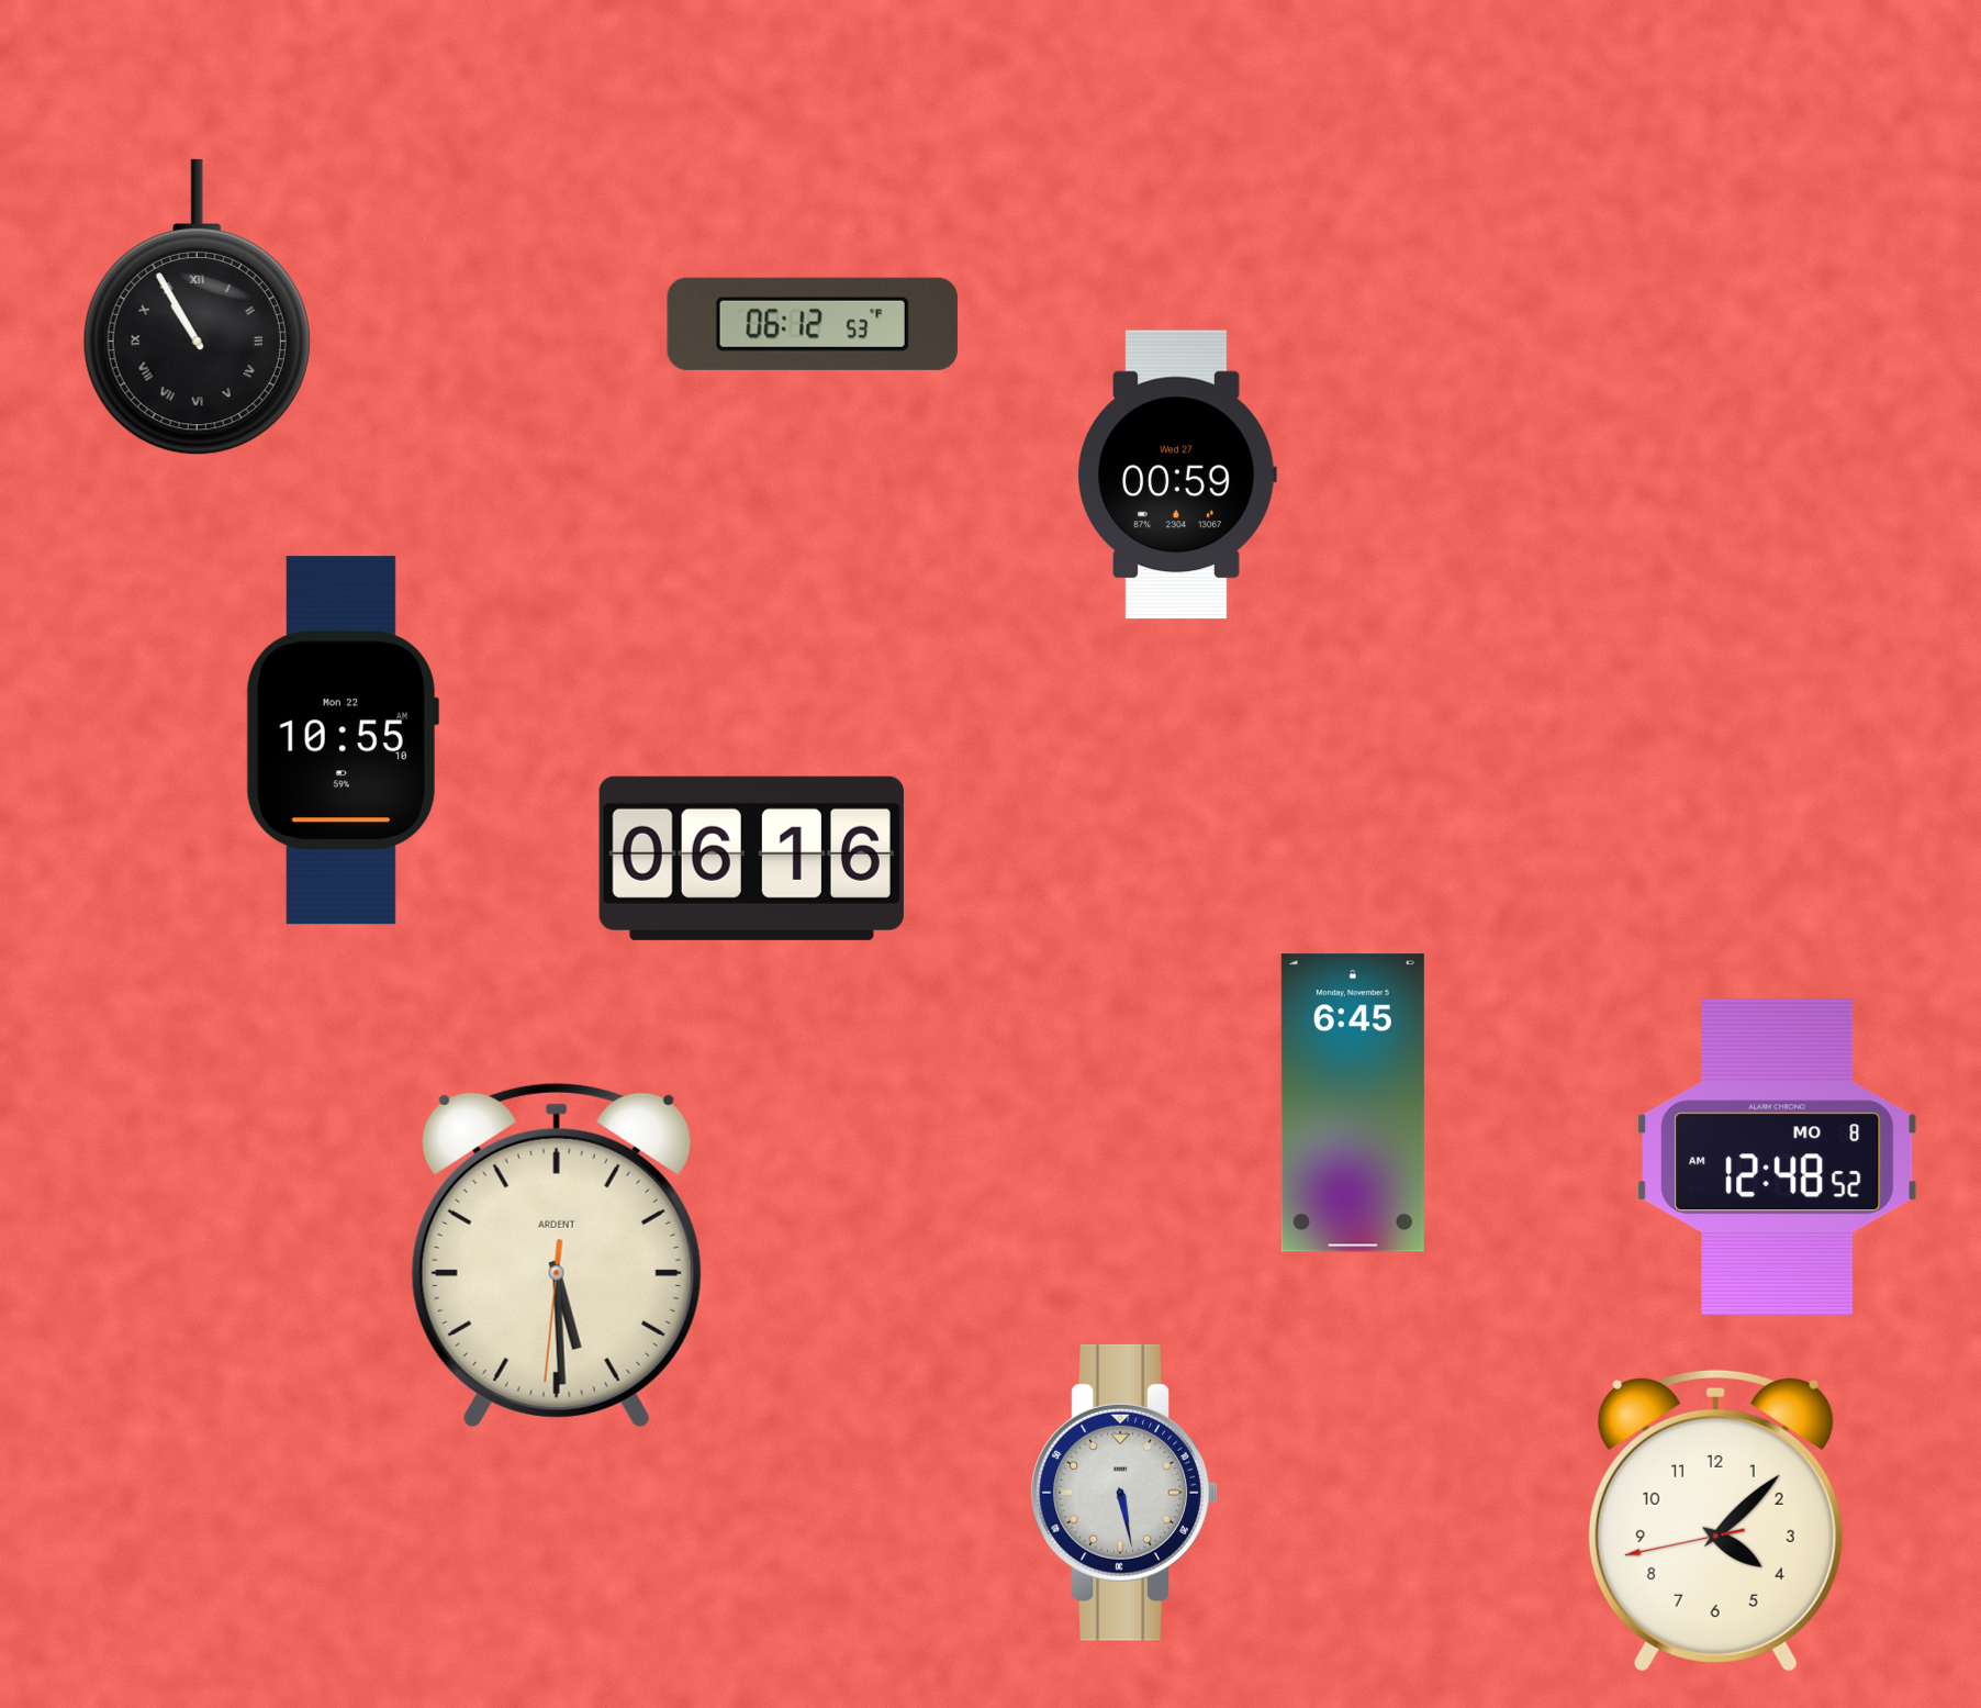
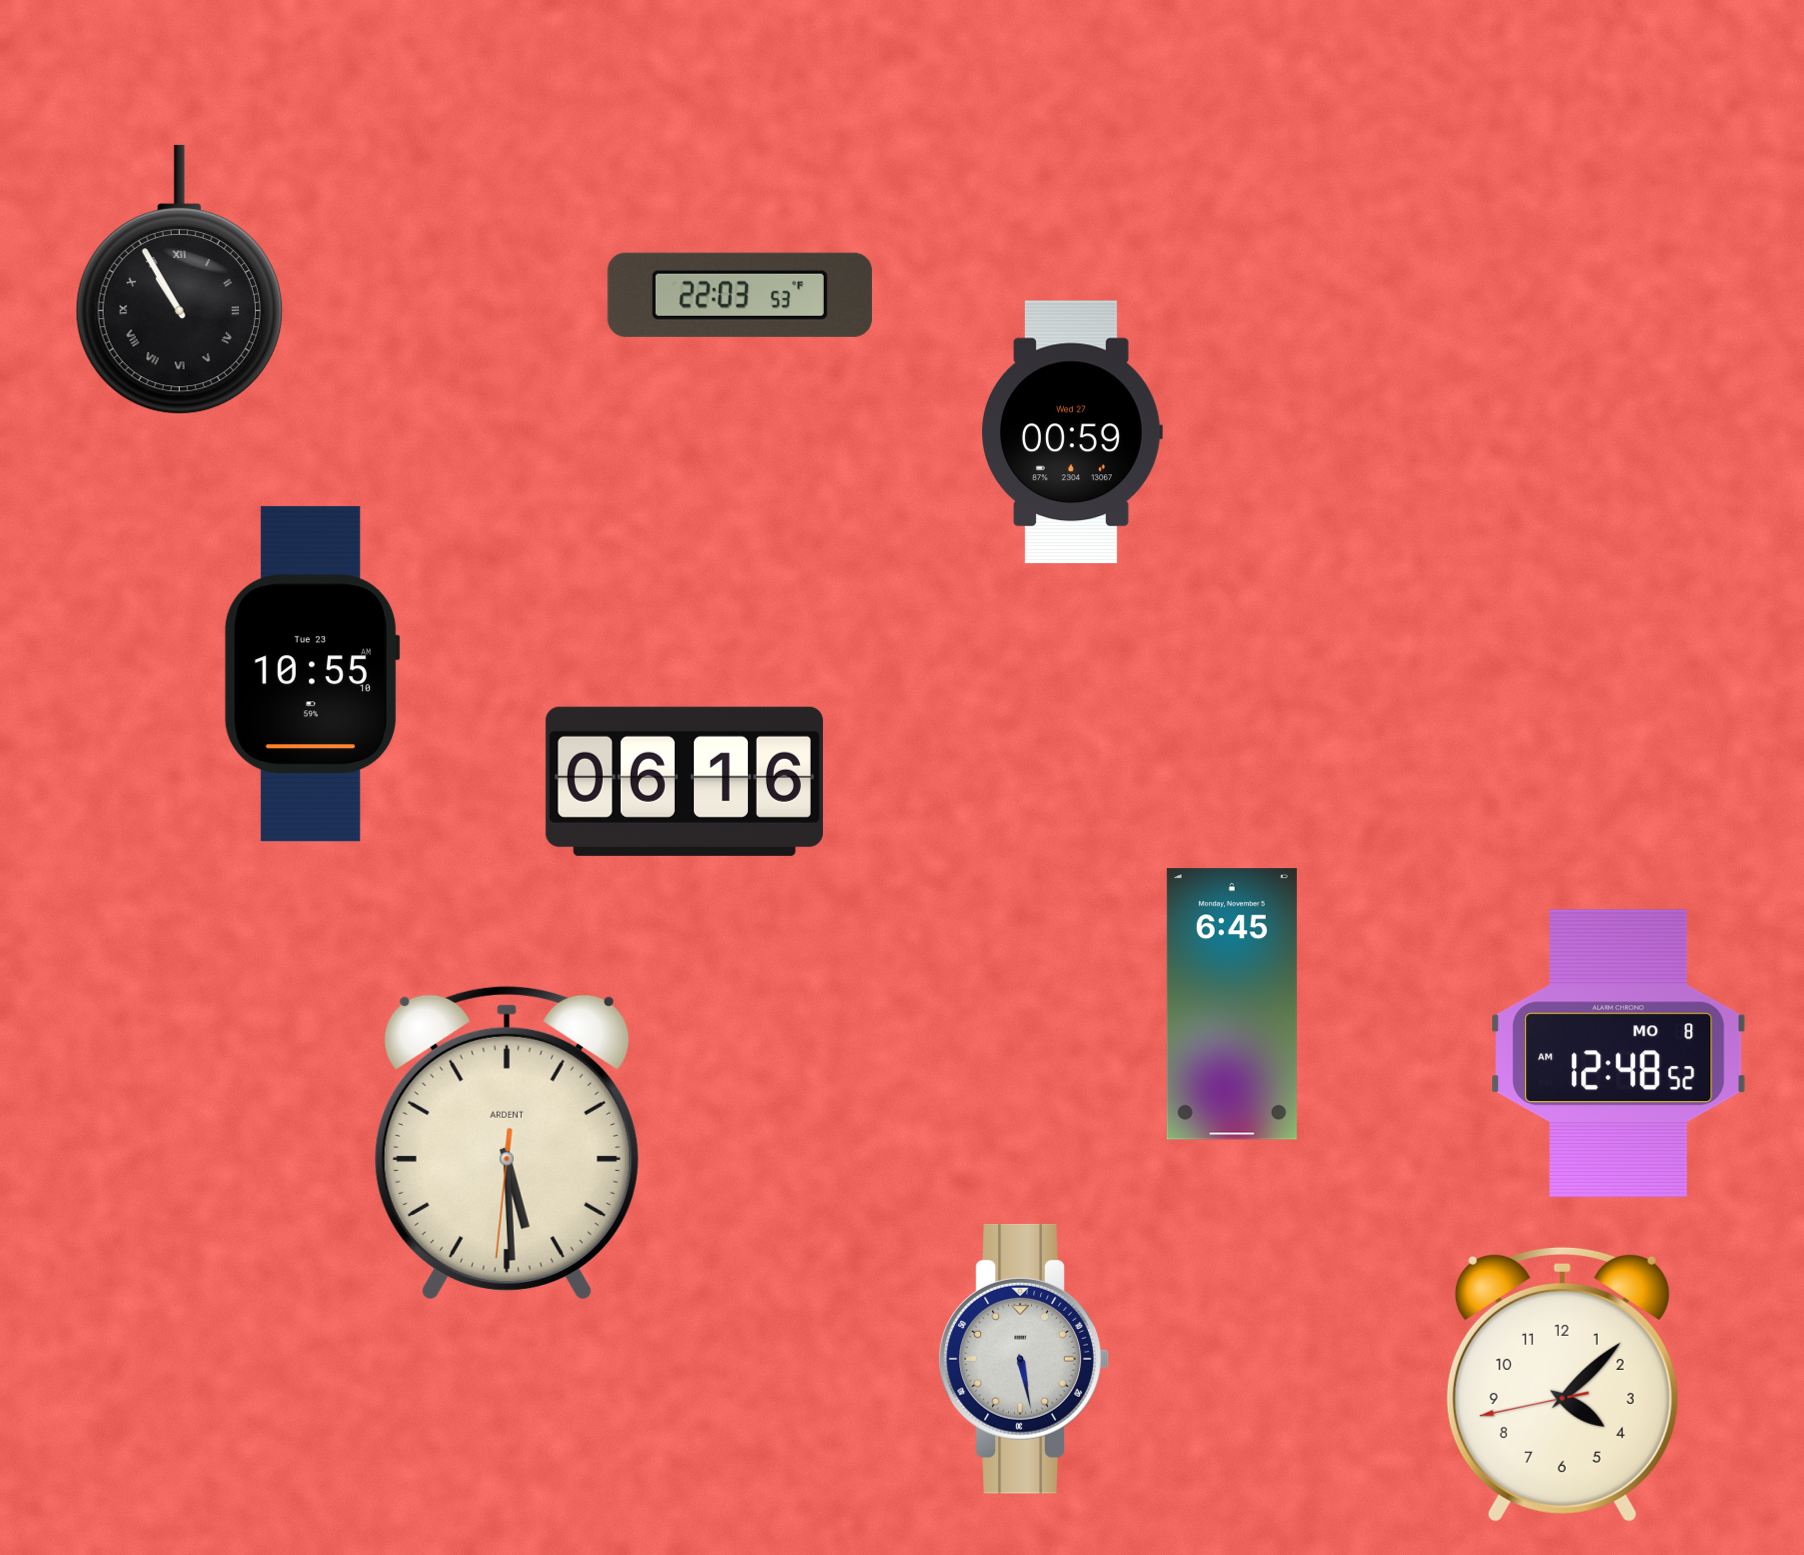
clock at (813, 324): 06:12 -> 22:03
clock at (342, 740) date: Mon 22 -> Tue 23
